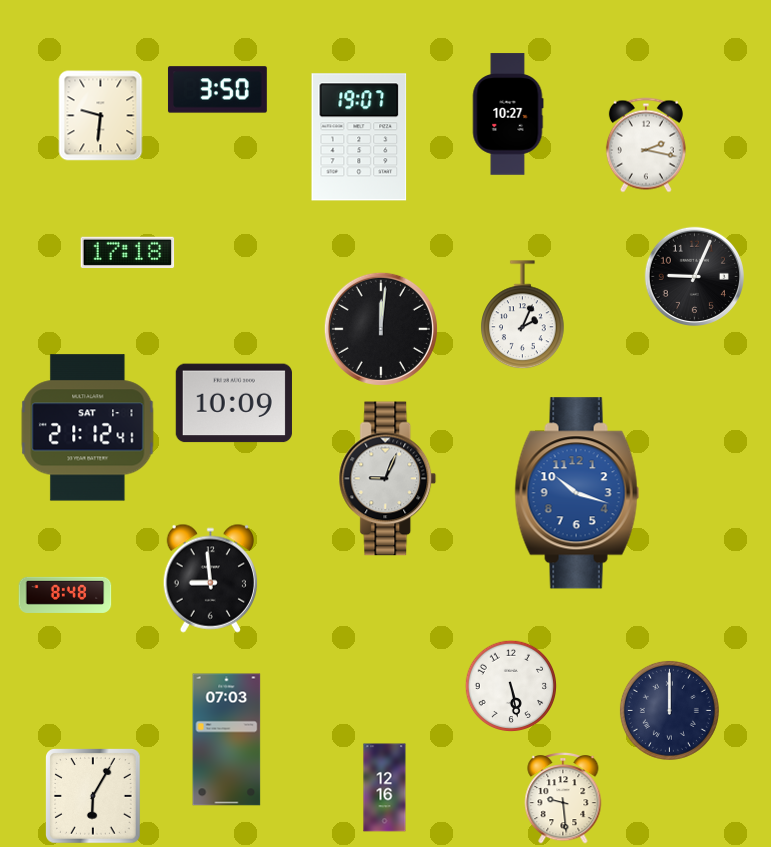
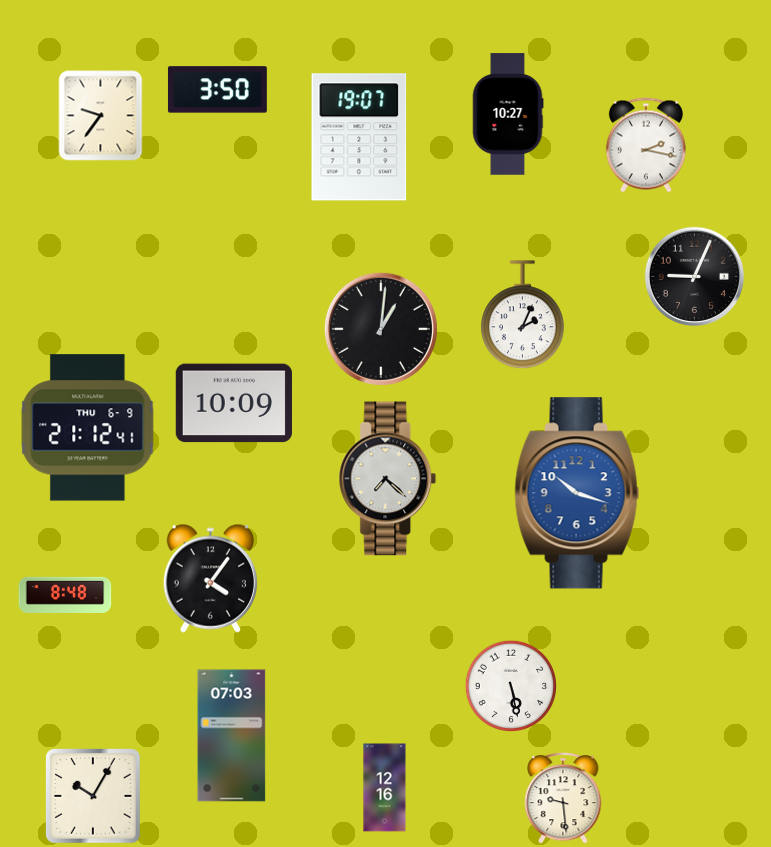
clock at (101, 116): 9:31 -> 9:36
clock at (128, 253): 17:18 -> none
clock at (381, 329): 12:01 -> 1:01
clock at (88, 428) date: SAT 1-1 -> THU 6-9
clock at (388, 479): 9:04 -> 7:22
clock at (210, 578): 8:59 -> 4:06
clock at (669, 710): 12:00 -> none
clock at (227, 740) position: (227, 740) -> (232, 736)
clock at (94, 797): 6:05 -> 10:05
